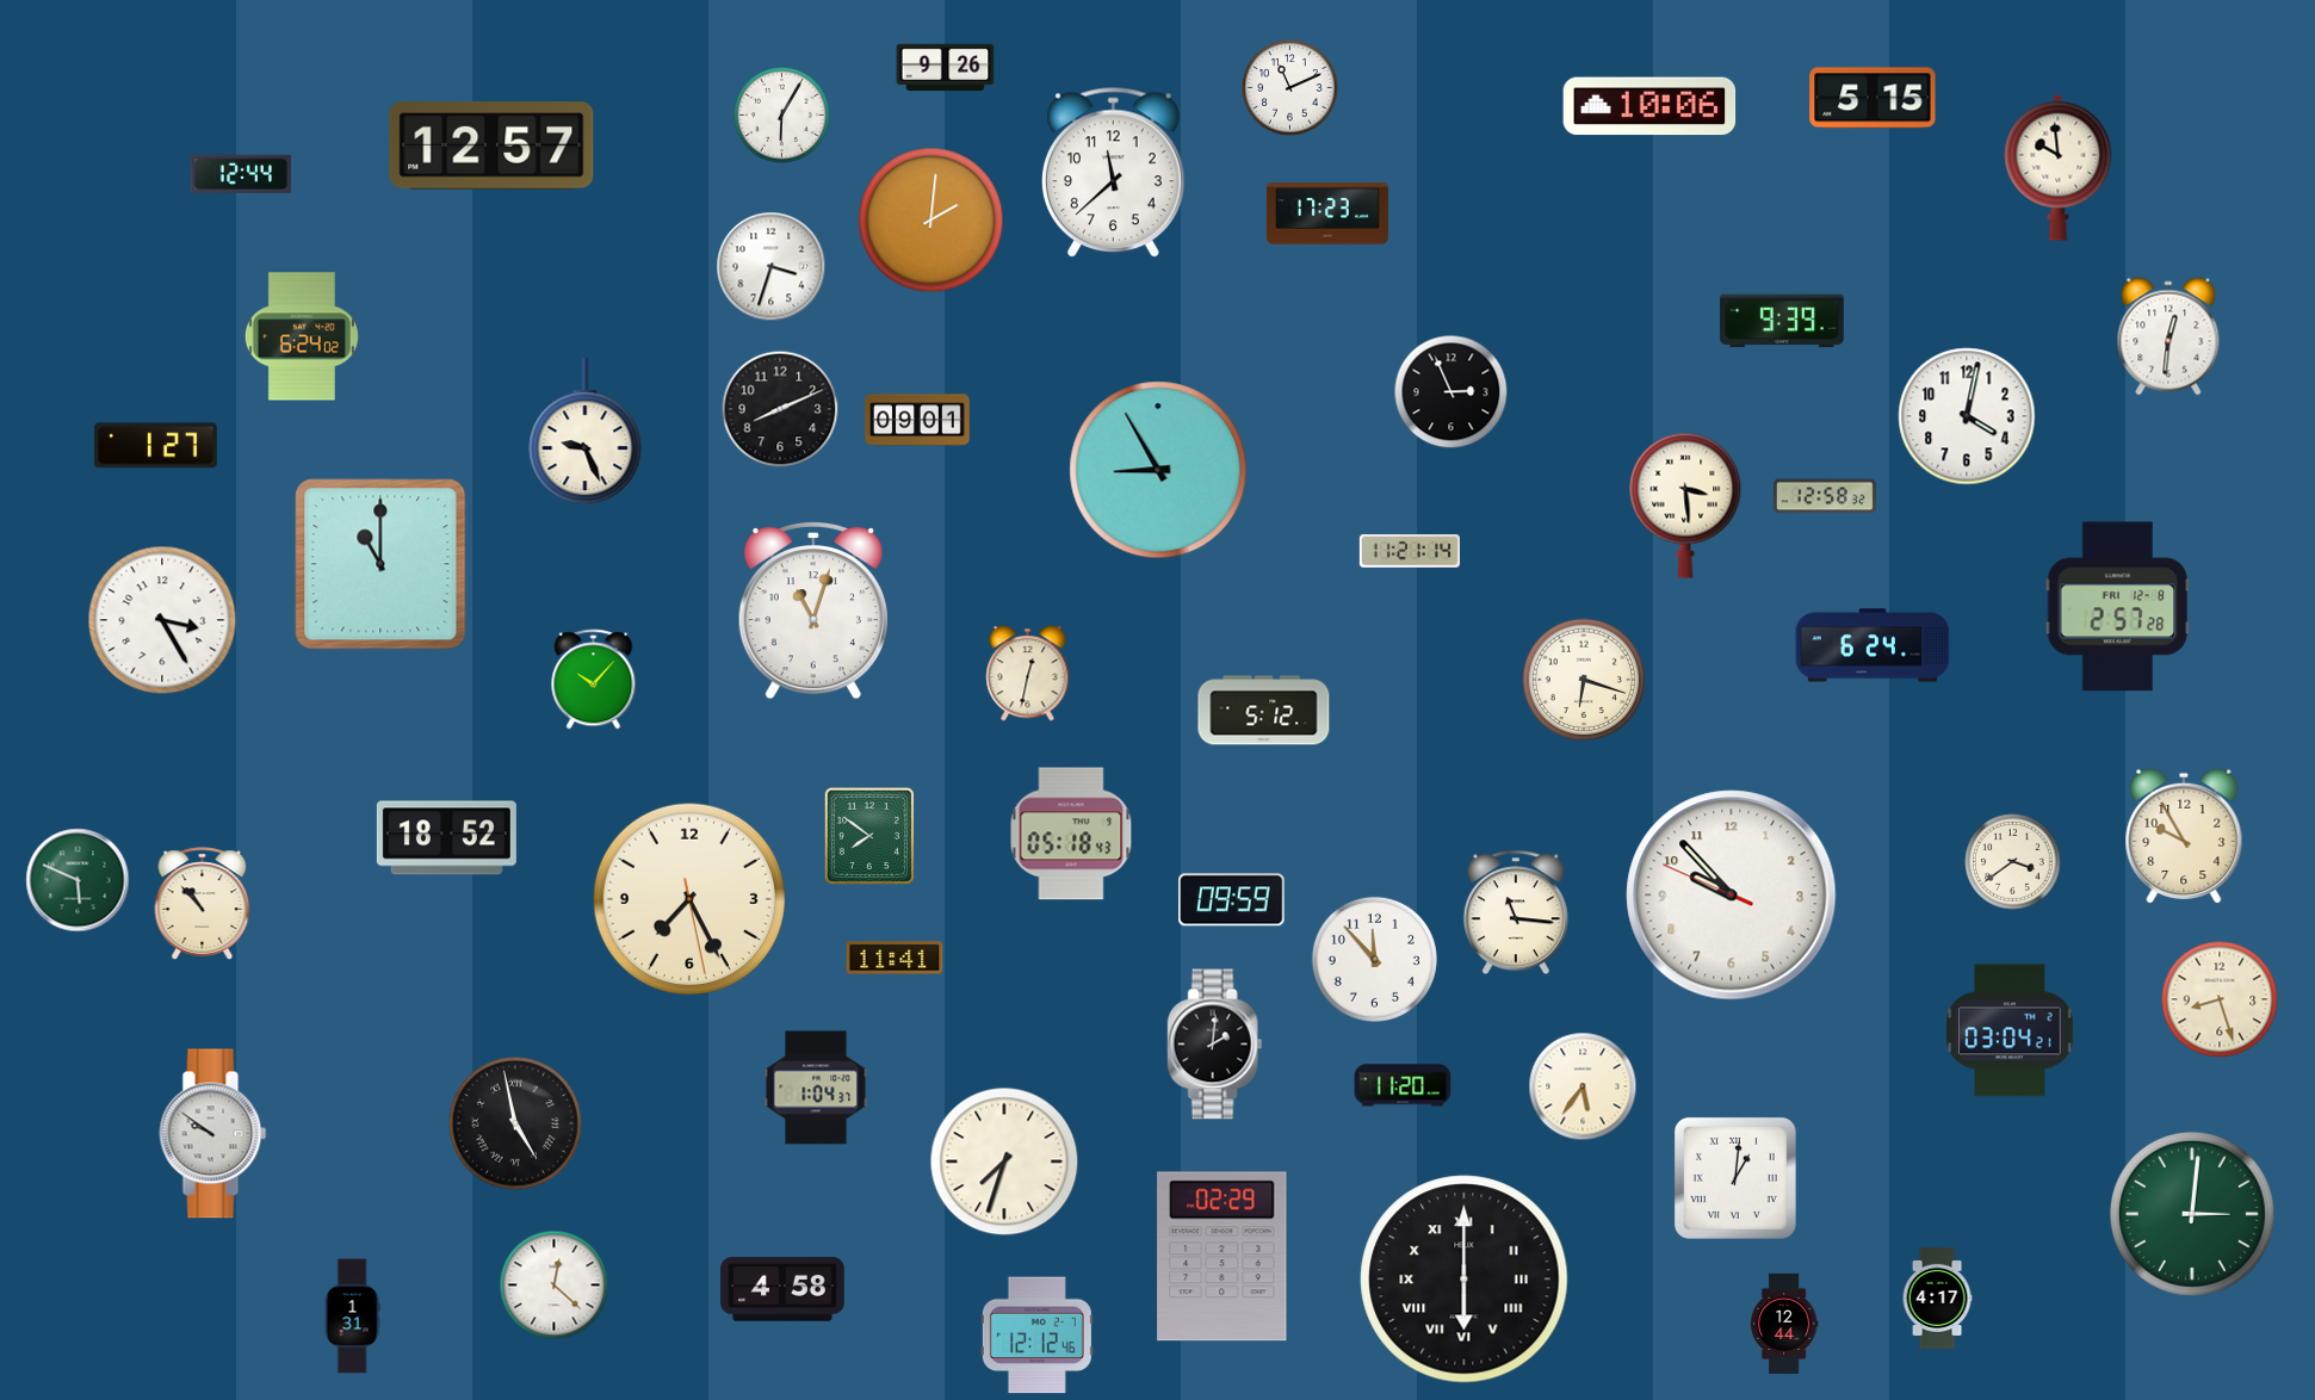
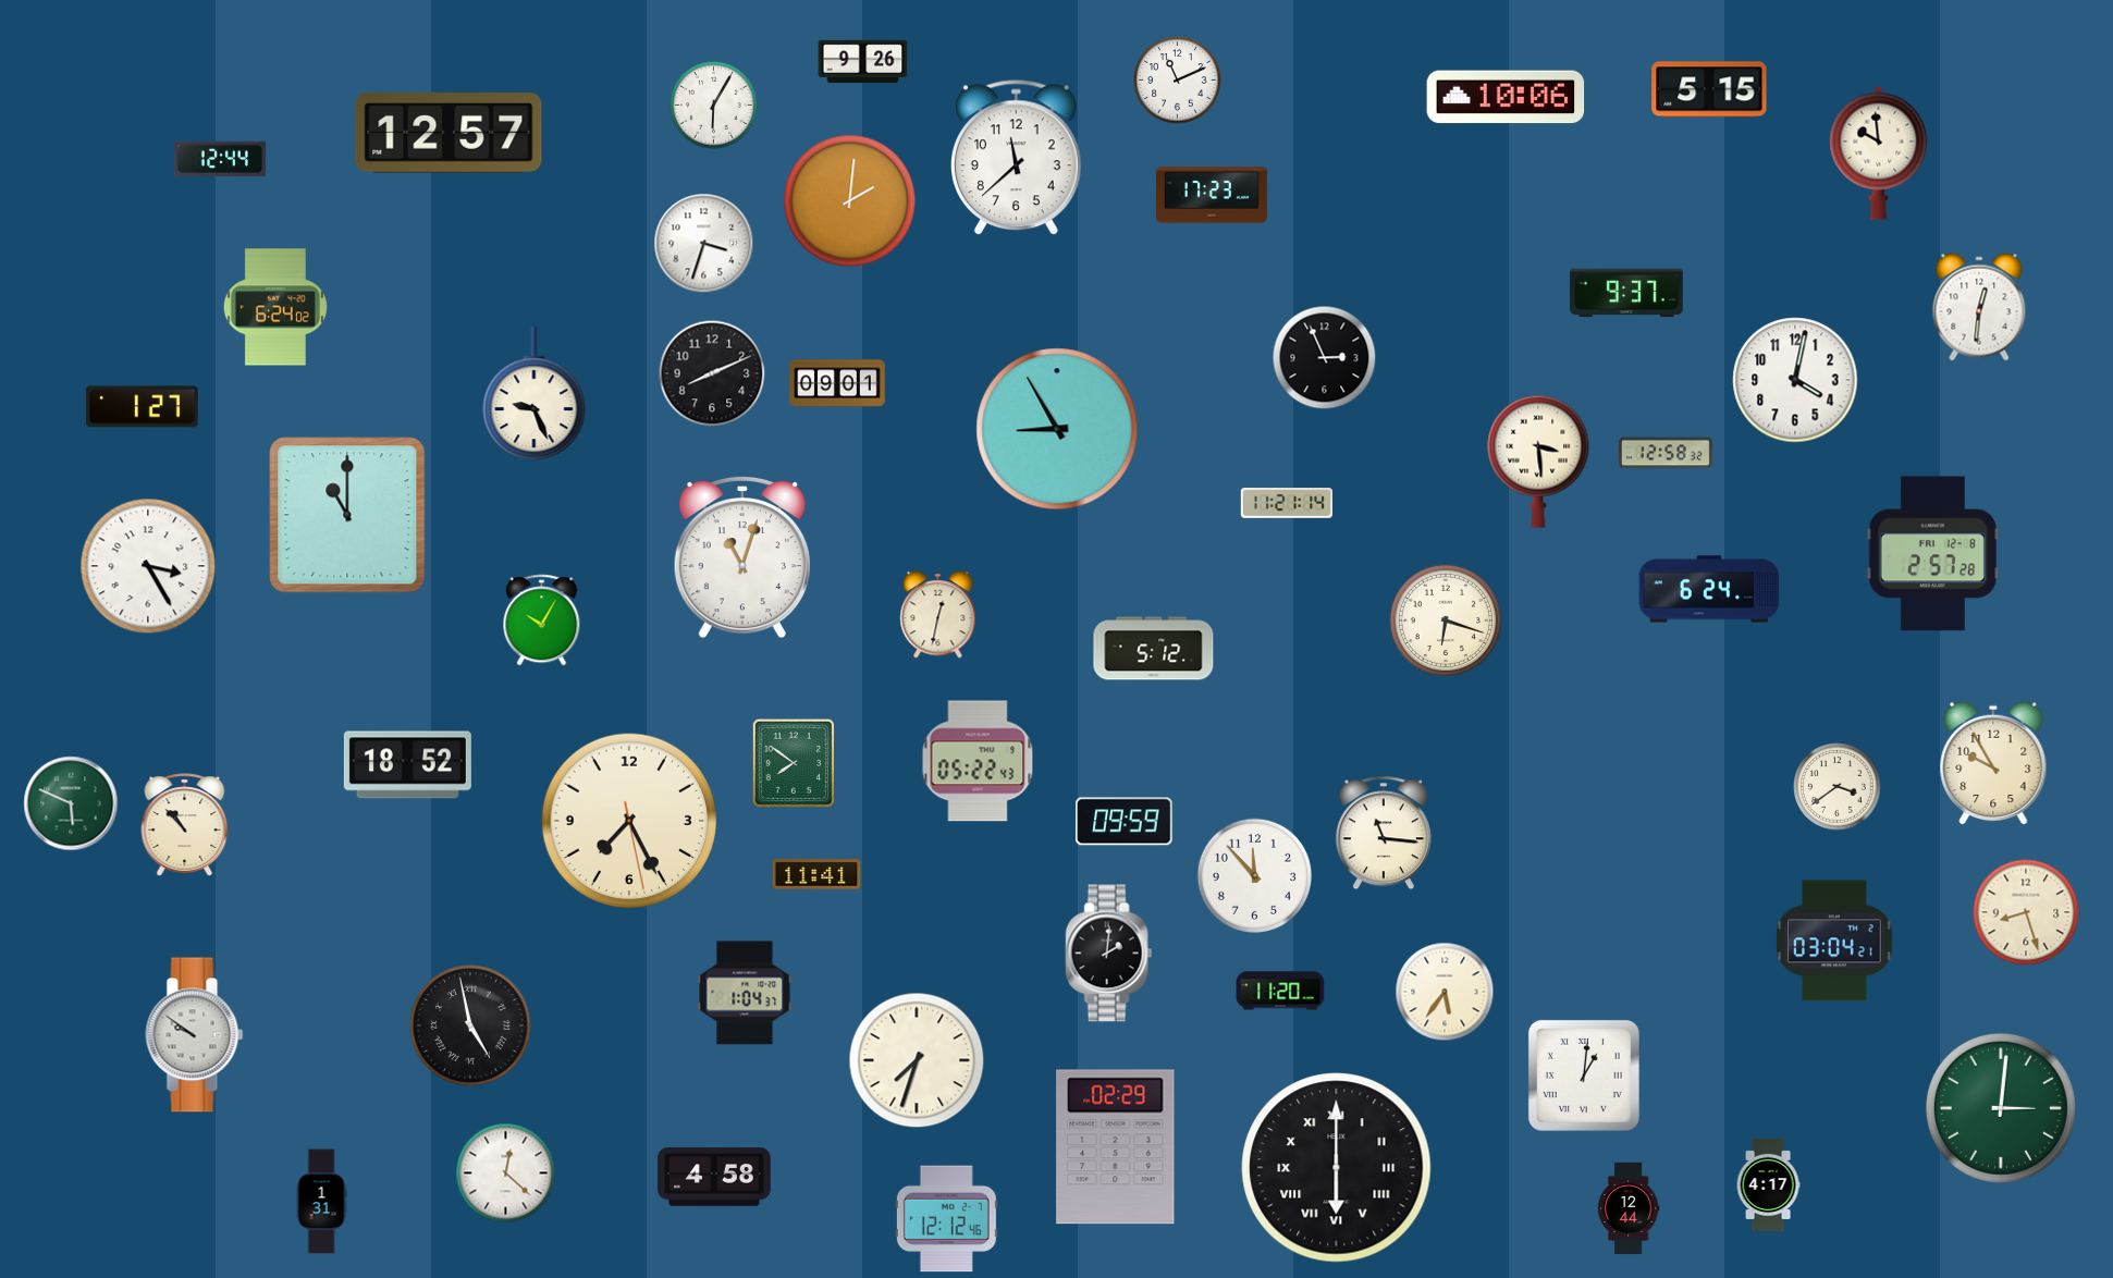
clock at (1782, 321): 9:39 -> 9:37
clock at (594, 680): 10:07 -> 10:05
clock at (1071, 834): 05:18 -> 05:22
clock at (1732, 896): 9:52 -> none
